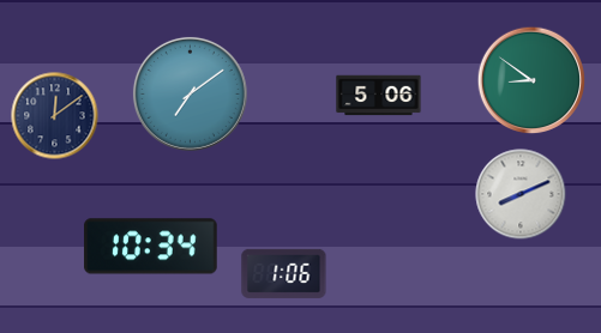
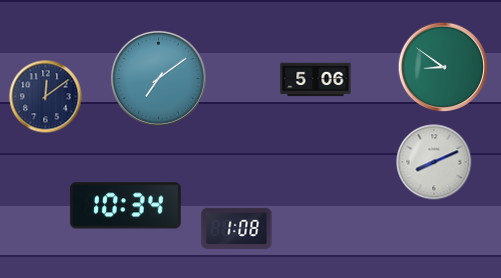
clock at (284, 273): 1:06 -> 1:08
